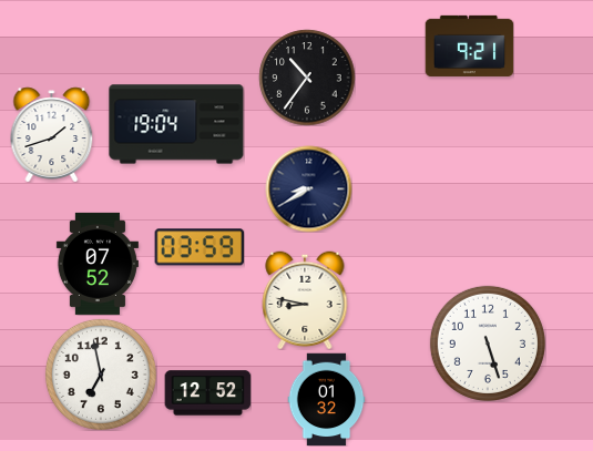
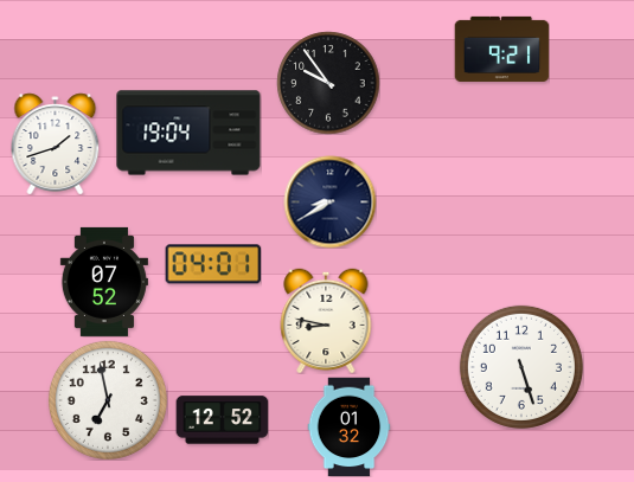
clock at (307, 78): 10:36 -> 9:54
clock at (200, 247): 03:59 -> 04:01
